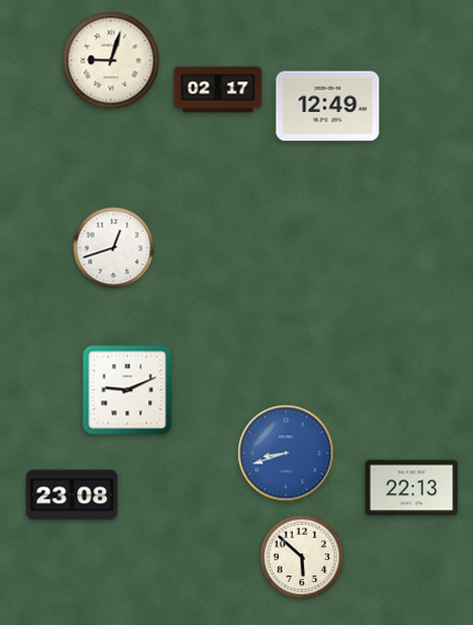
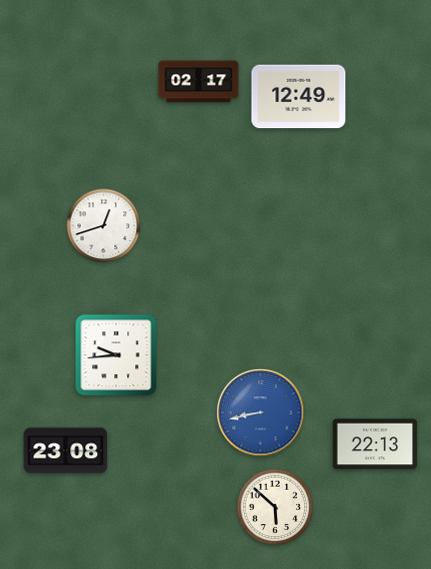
clock at (111, 60): 9:03 -> none
clock at (127, 390): 9:11 -> 9:44
clock at (286, 454): 8:42 -> 8:43
